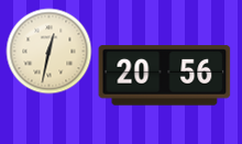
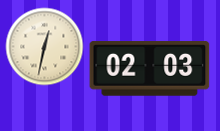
clock at (165, 76): 20:56 -> 02:03
